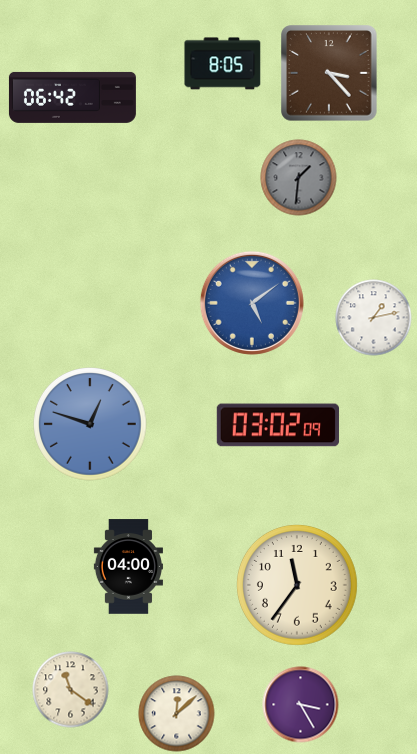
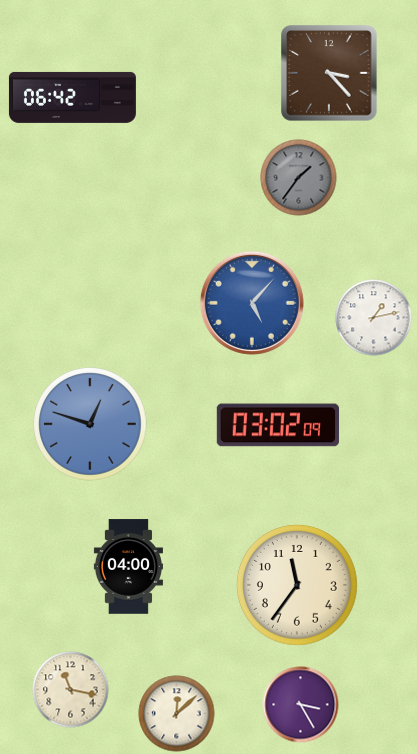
clock at (223, 64): 8:05 -> none
clock at (299, 178): 1:31 -> 1:36
clock at (252, 303): 5:09 -> 5:07
clock at (71, 690): 11:21 -> 11:17
